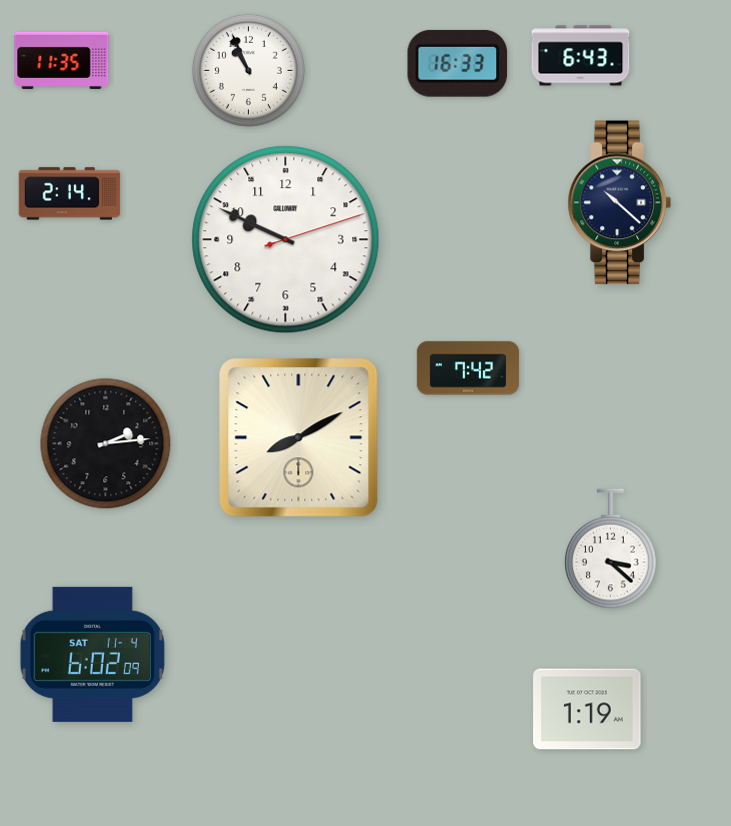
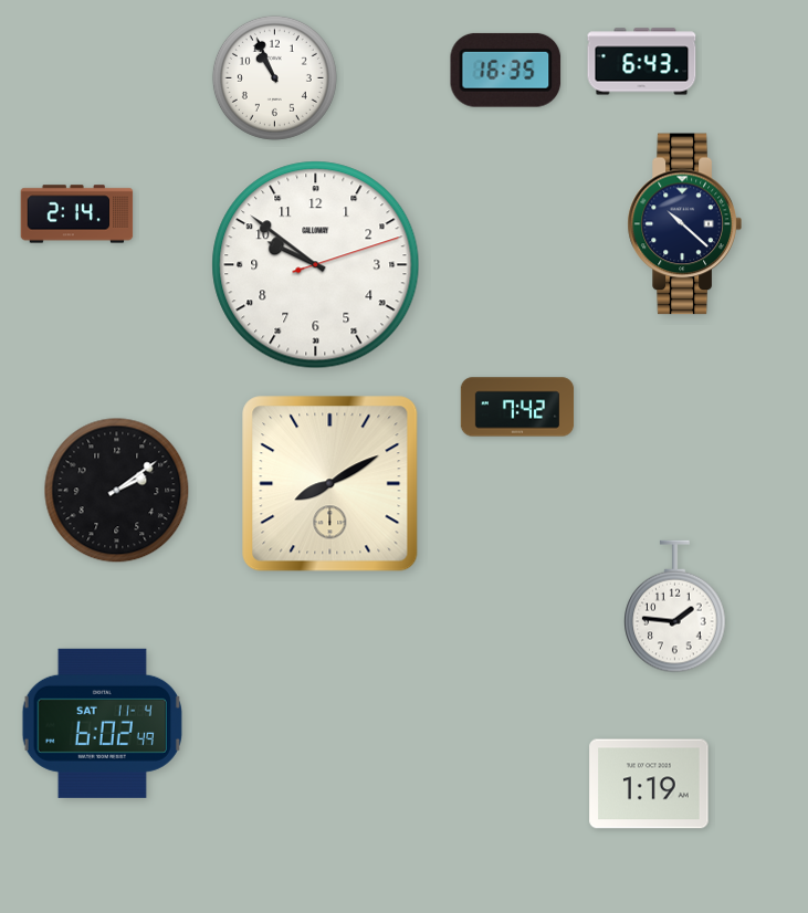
clock at (62, 60): 11:35 -> none
clock at (458, 63): 16:33 -> 16:35
clock at (286, 240): 9:49 -> 9:51
clock at (106, 444): 2:14 -> 2:09
clock at (611, 549): 3:22 -> 1:46
clock at (92, 654): 6:02:09 -> 6:02:49
